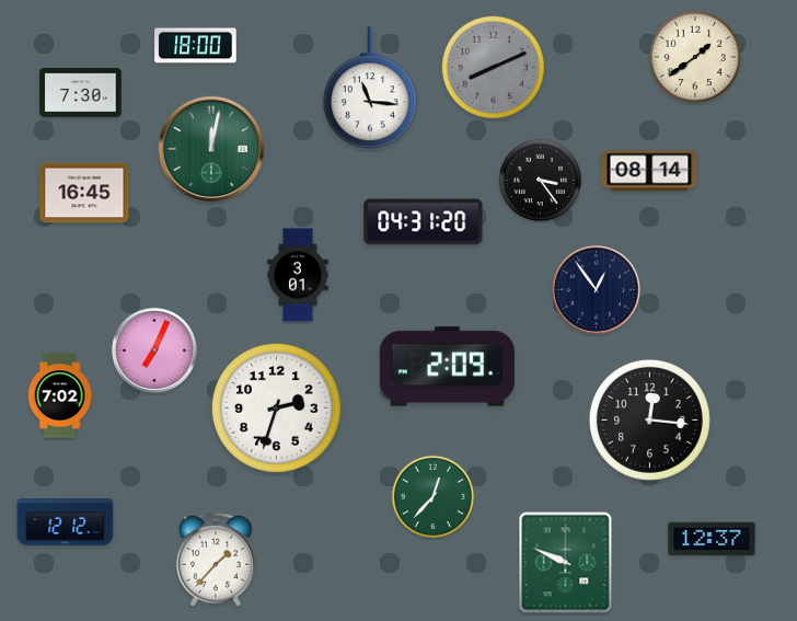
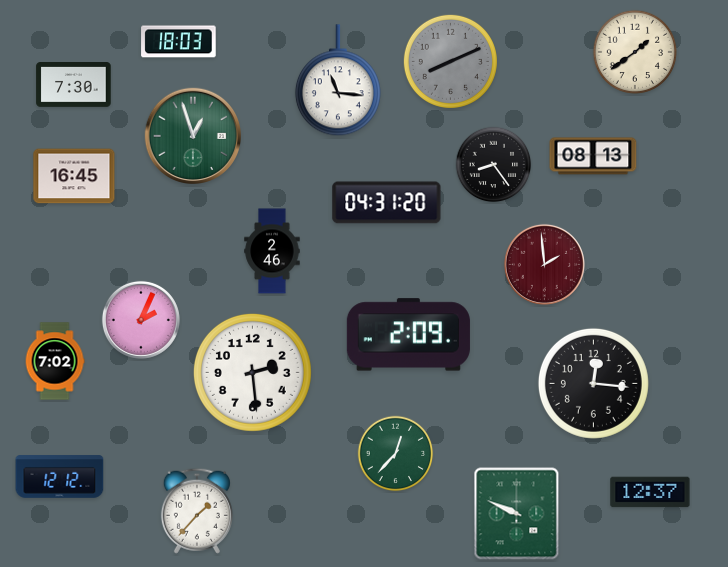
clock at (196, 46): 18:00 -> 18:03
clock at (210, 148): 12:02 -> 12:57
clock at (649, 171): 08:14 -> 08:13
clock at (541, 181): 3:24 -> 8:24
clock at (84, 193) position: (84, 193) -> (74, 176)
clock at (298, 275): 3:01 -> 2:46
clock at (596, 289): 12:54 -> 1:59
clock at (596, 289) dial: navy -> burgundy
clock at (154, 350): 7:04 -> 2:04
clock at (276, 407): 2:33 -> 2:29
